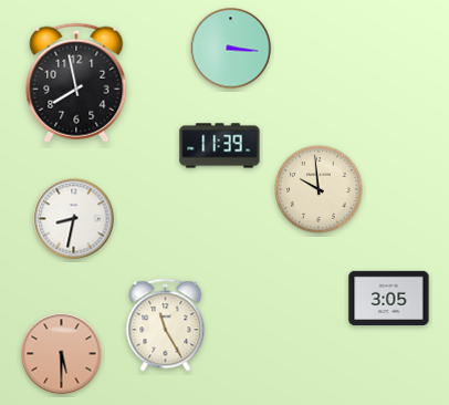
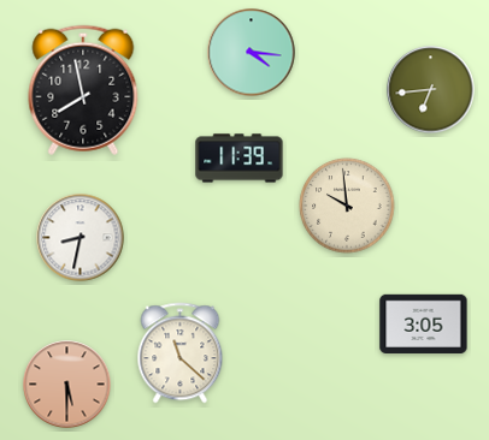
clock at (231, 49): 3:16 -> 4:16
clock at (431, 90): none -> 6:44
clock at (166, 325): 11:25 -> 11:22
